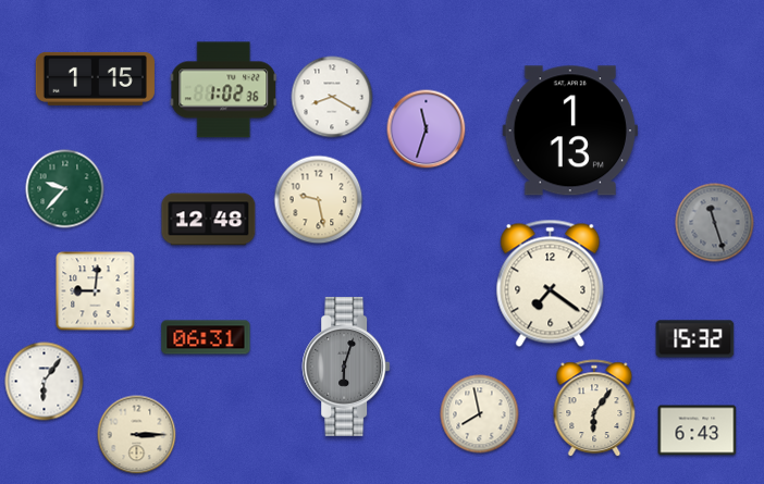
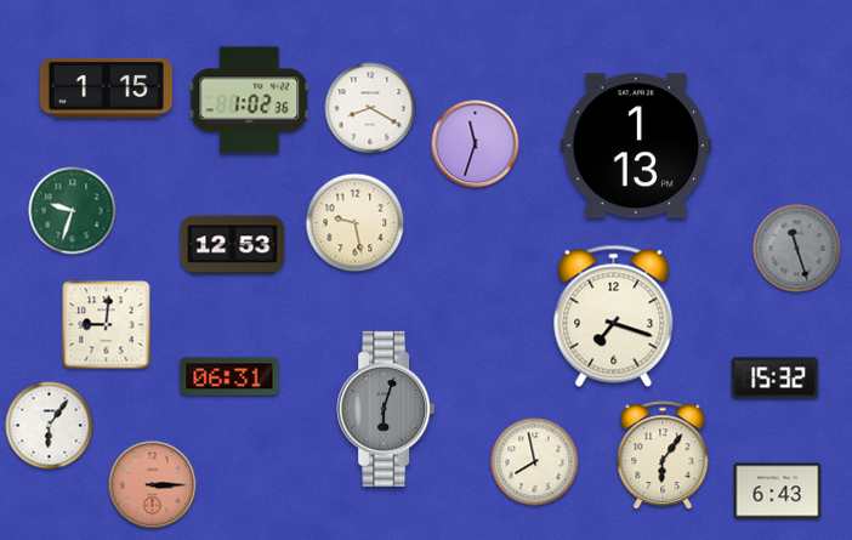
clock at (65, 189): 9:37 -> 9:33
clock at (209, 220): 12:48 -> 12:53
clock at (551, 283): 7:21 -> 7:18
clock at (698, 431) position: (698, 431) -> (778, 491)
clock at (137, 435) dial: cream -> salmon
